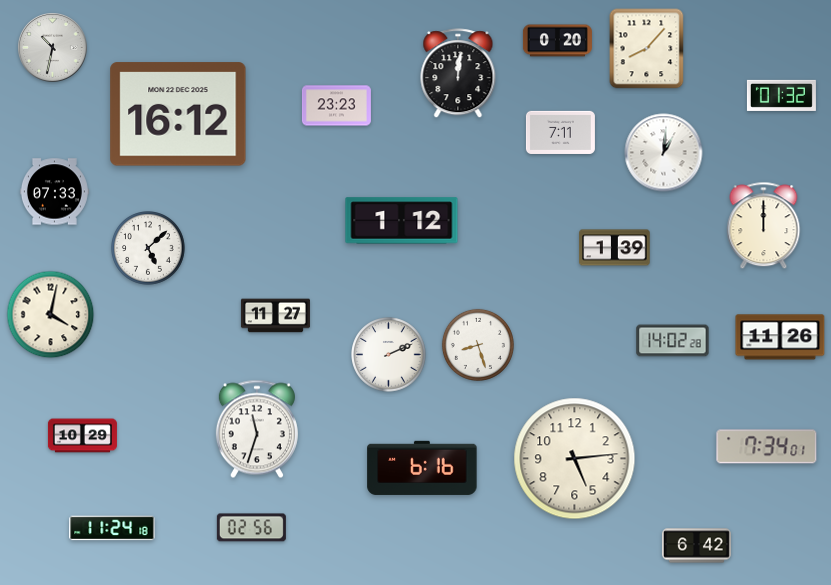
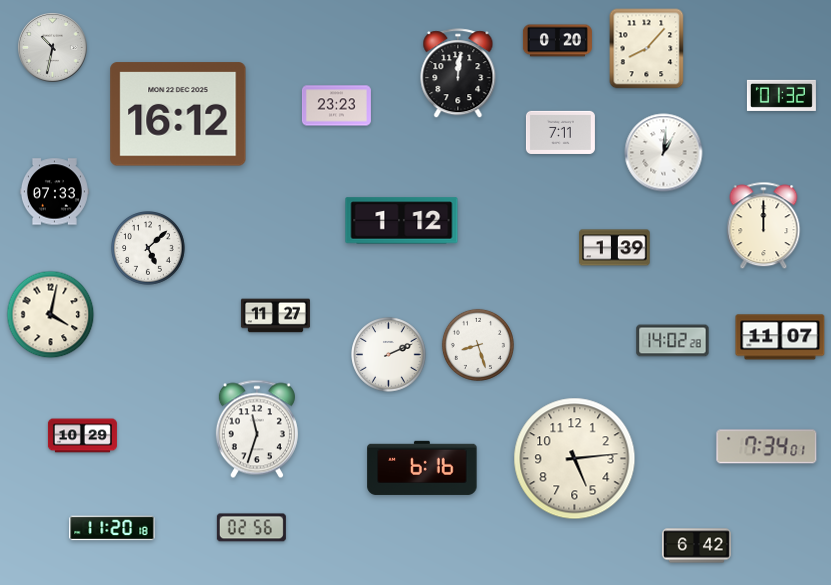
clock at (780, 337): 11:26 -> 11:07
clock at (112, 528): 11:24 -> 11:20
